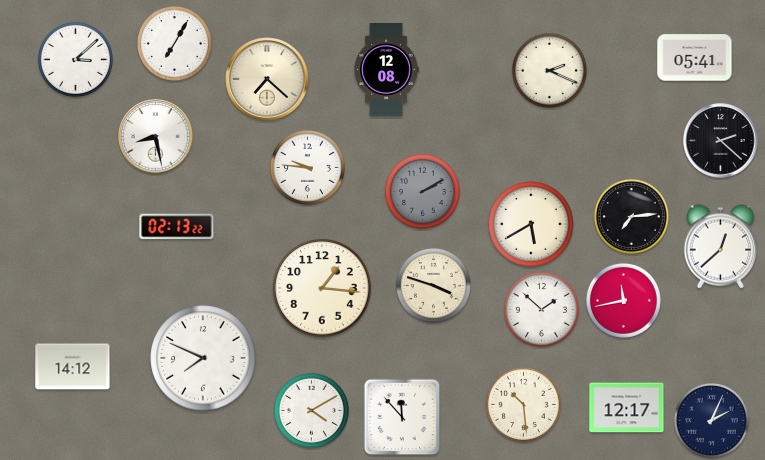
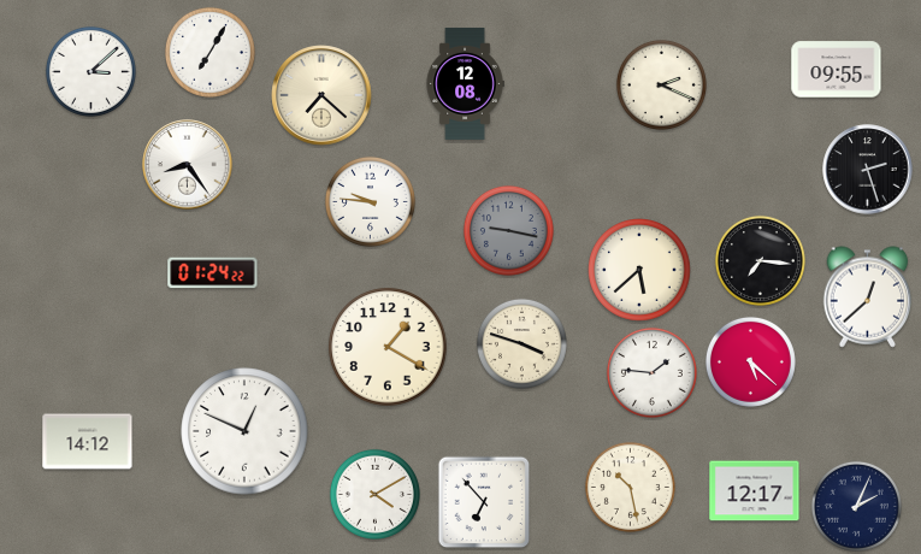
clock at (695, 58): 05:41 -> 09:55
clock at (156, 137): 8:28 -> 8:24
clock at (721, 141): 2:22 -> 2:27
clock at (422, 191): 2:10 -> 9:17
clock at (631, 216): 7:14 -> 7:16
clock at (532, 225): 5:40 -> 5:38
clock at (177, 227): 02:13 -> 01:24
clock at (322, 288): 1:16 -> 1:20
clock at (623, 300): 11:43 -> 5:22
clock at (541, 309): 1:52 -> 1:46
clock at (203, 358): 7:49 -> 12:49
clock at (523, 404): 10:29 -> 10:28
clock at (402, 417): 11:53 -> 6:53
